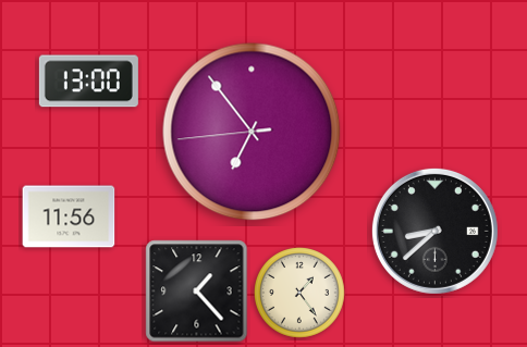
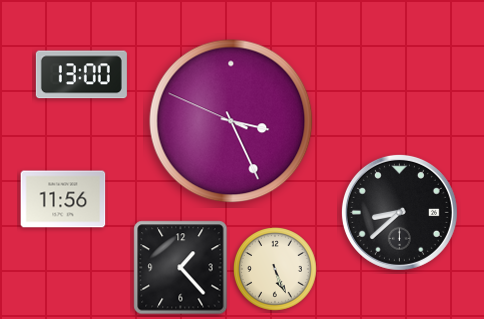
clock at (252, 132): 6:53 -> 3:25
clock at (301, 294): 1:24 -> 5:26
